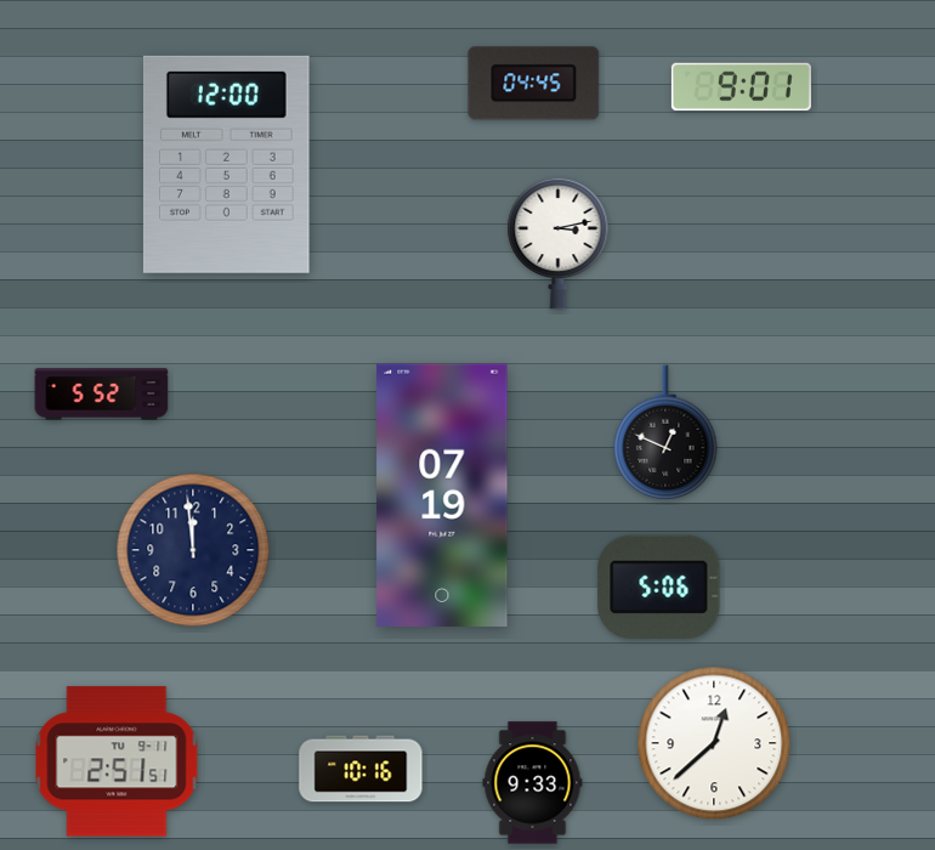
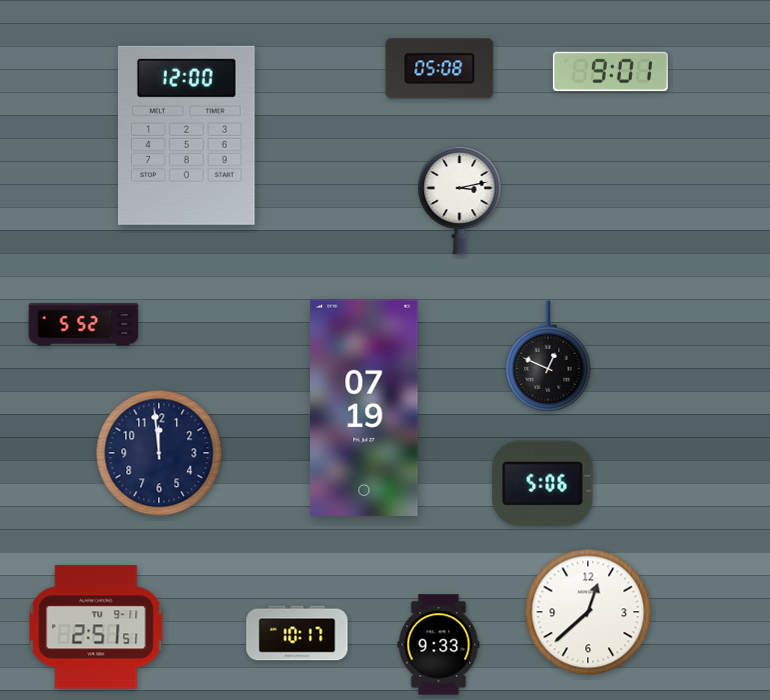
clock at (534, 84): 04:45 -> 05:08
clock at (361, 769): 10:16 -> 10:17
